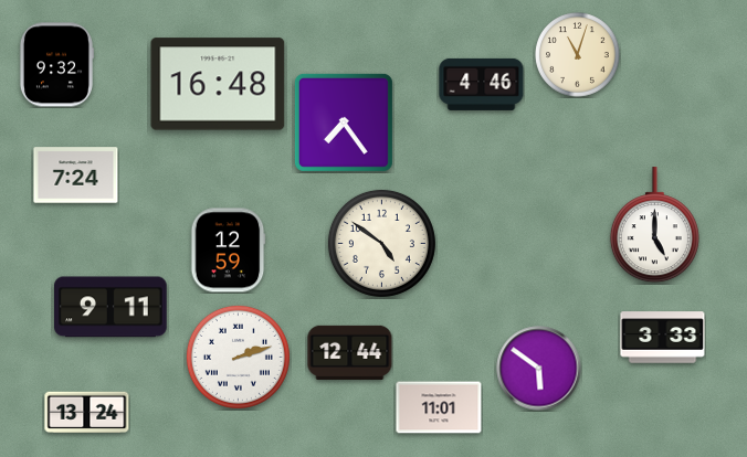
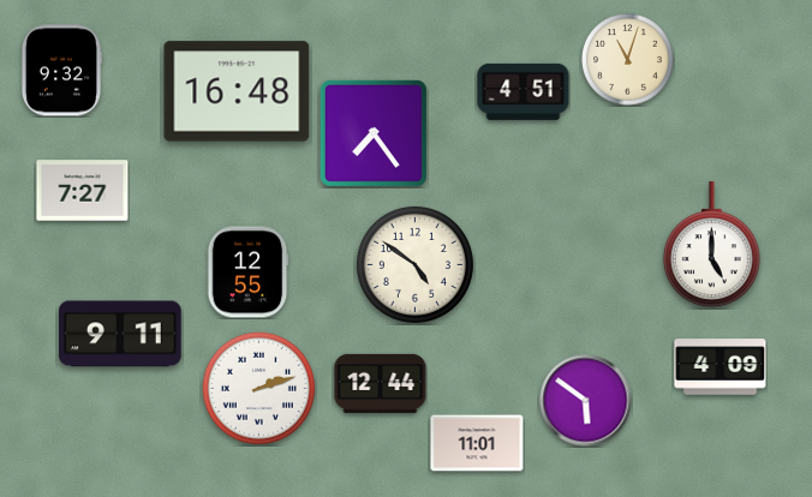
clock at (482, 84): 4:46 -> 4:51
clock at (76, 176): 7:24 -> 7:27
clock at (228, 251): 12:59 -> 12:55
clock at (663, 338): 3:33 -> 4:09
clock at (87, 413): 13:24 -> none
